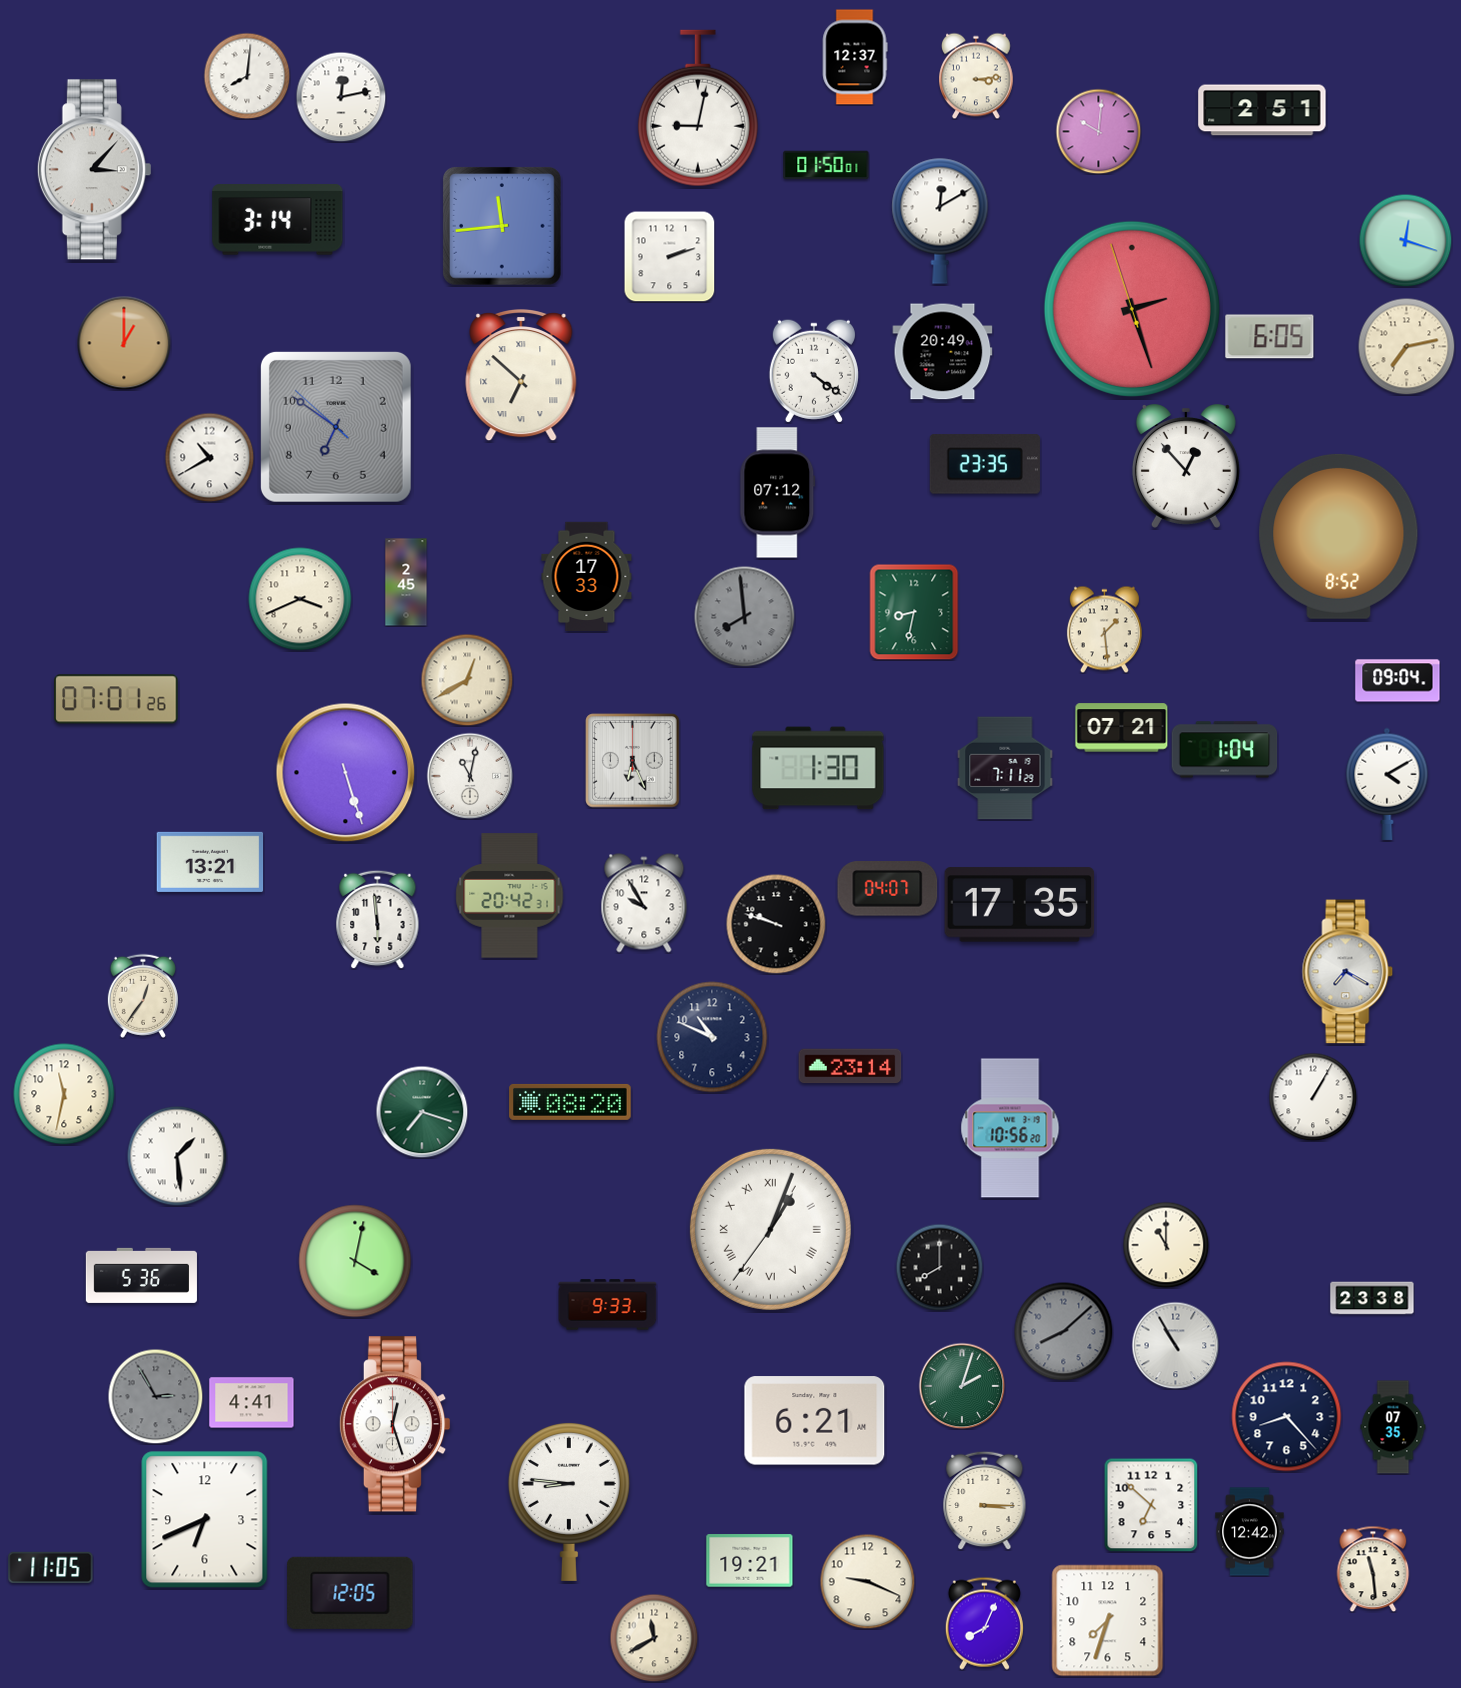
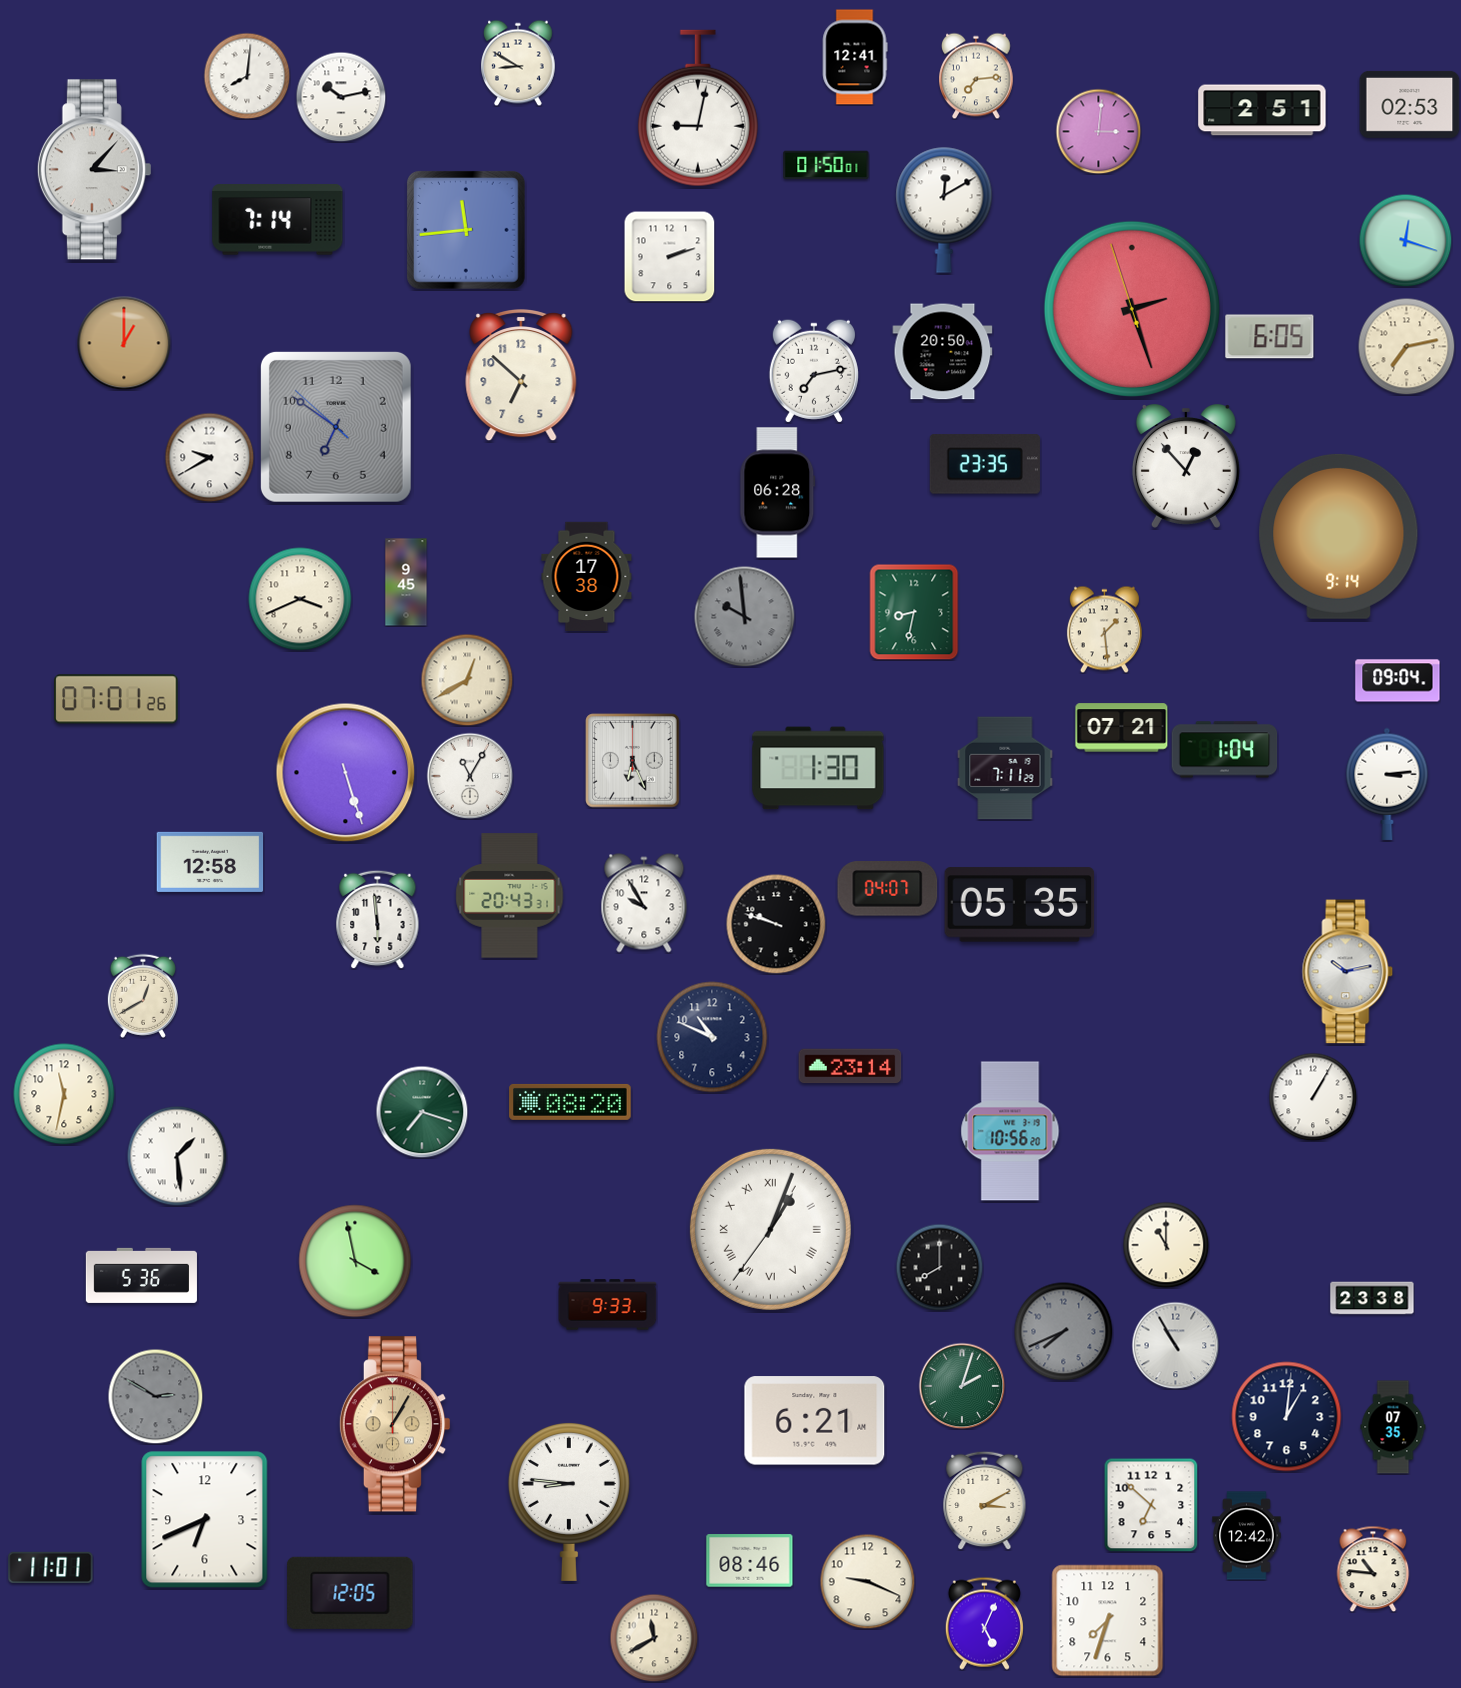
clock at (855, 57): 12:37 -> 12:41
clock at (519, 63): none -> 8:50
clock at (977, 76): 3:14 -> 7:14
clock at (341, 97): 12:13 -> 10:13
clock at (1410, 104): none -> 02:53
clock at (1098, 131): 10:01 -> 3:01
clock at (278, 220): 3:14 -> 7:14
clock at (940, 221) position: (940, 221) -> (944, 210)
clock at (503, 227) position: (503, 227) -> (467, 231)
clock at (943, 352): 20:49 -> 20:50
clock at (814, 371): 4:21 -> 7:13
clock at (521, 376) numerals: Roman -> Arabic
clock at (209, 457): 10:40 -> 9:40
clock at (778, 493): 07:12 -> 06:28
clock at (1339, 536): 8:52 -> 9:14
clock at (587, 576): 17:33 -> 17:38
clock at (406, 582): 2:45 -> 9:45
clock at (745, 617): 7:59 -> 9:59
clock at (470, 776): 11:02 -> 11:05
clock at (1387, 784): 4:10 -> 3:14
clock at (210, 862): 13:21 -> 12:58
clock at (510, 896): 20:42 -> 20:43
clock at (1020, 905): 17:35 -> 05:35
clock at (1348, 972): 7:20 -> 10:13
clock at (143, 996): 12:36 -> 12:40
clock at (1010, 1128) position: (1010, 1128) -> (1010, 1131)
clock at (355, 1261): 4:02 -> 3:58
clock at (1064, 1332): 8:08 -> 7:41
clock at (155, 1396): 2:55 -> 2:50
clock at (252, 1403): 4:41 -> none
clock at (1287, 1417): 8:23 -> 1:01
clock at (395, 1424): 12:27 -> 1:05
clock at (395, 1424) dial: white -> champagne
clock at (985, 1500): 3:15 -> 3:10
clock at (1250, 1532) position: (1250, 1532) -> (1247, 1536)
clock at (750, 1561): 19:21 -> 08:46
clock at (51, 1567): 11:05 -> 11:01
clock at (1373, 1569): 11:29 -> 10:46
clock at (984, 1623): 8:04 -> 5:04
